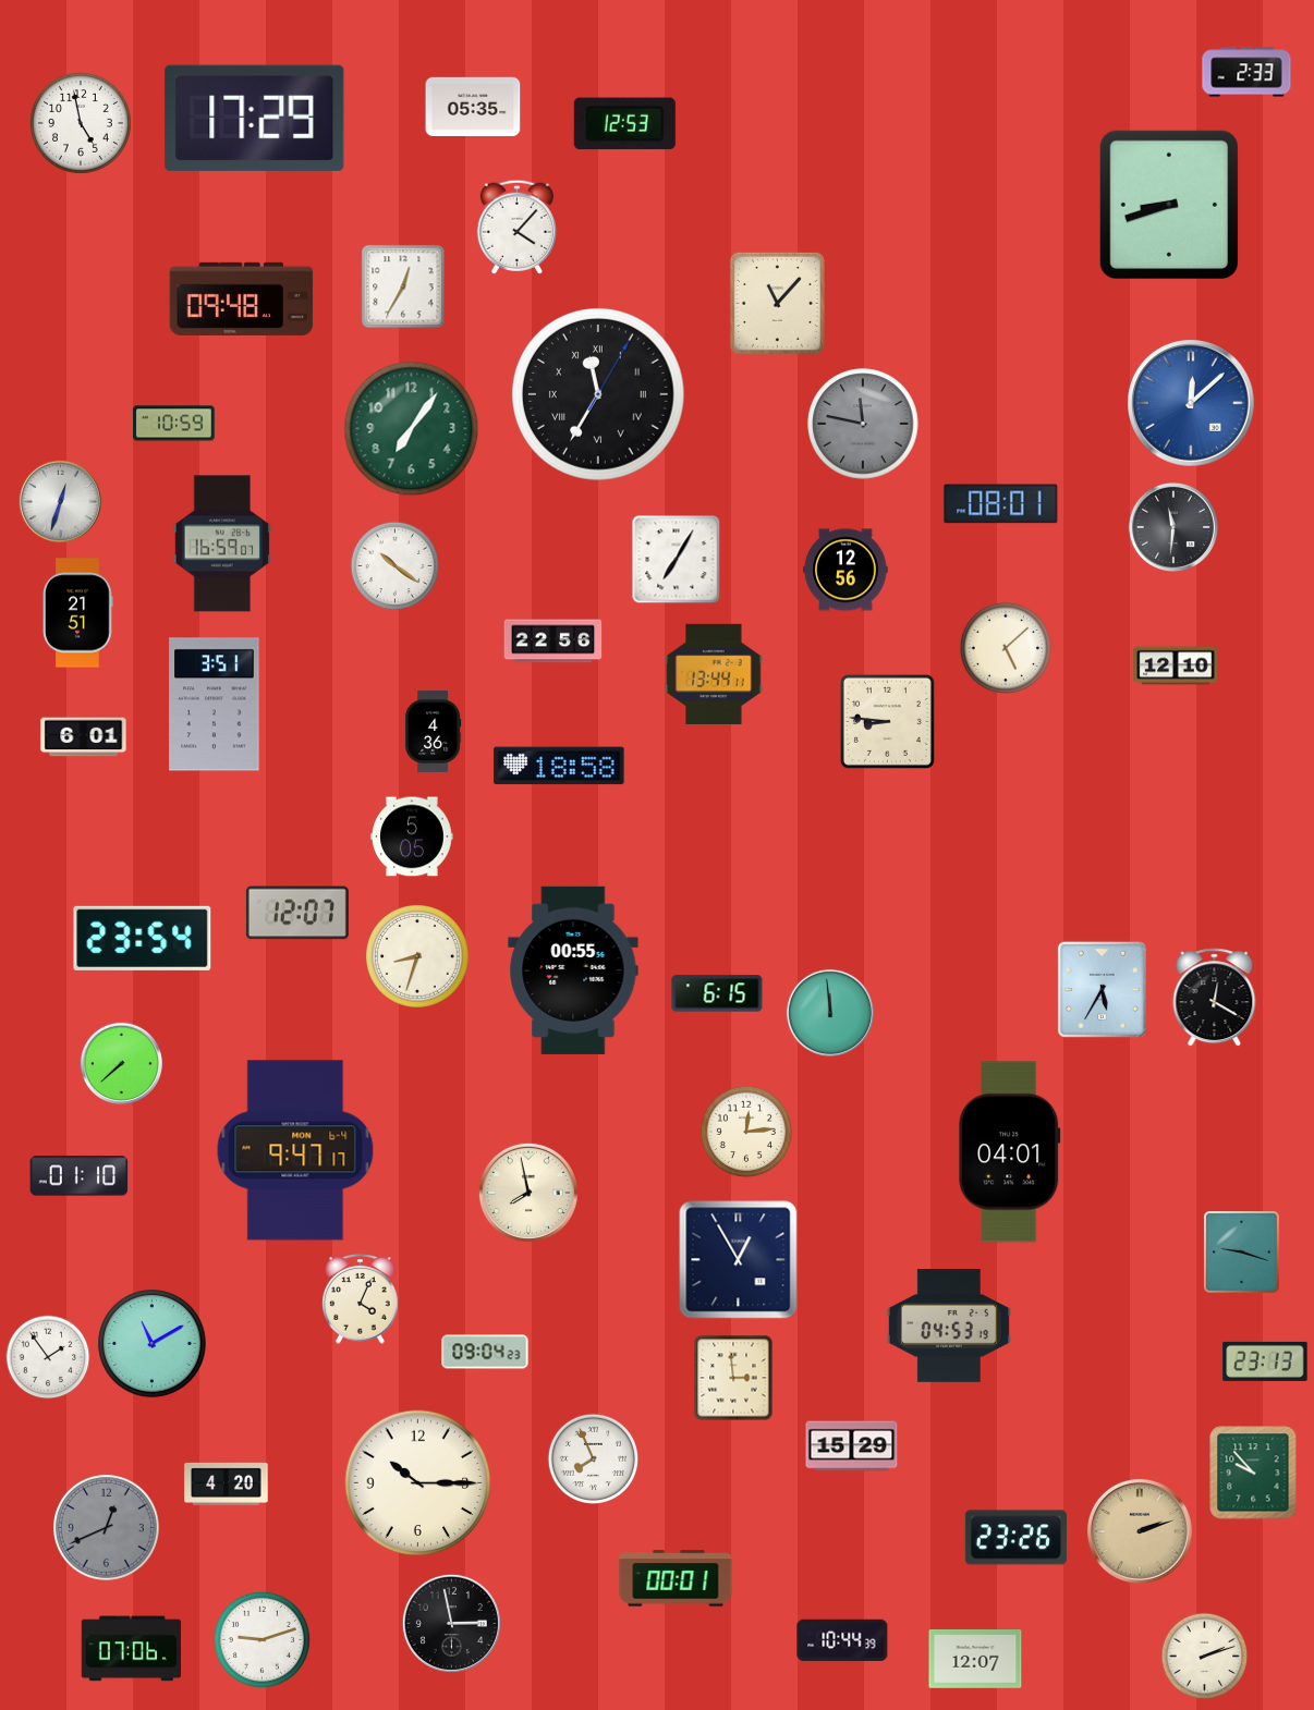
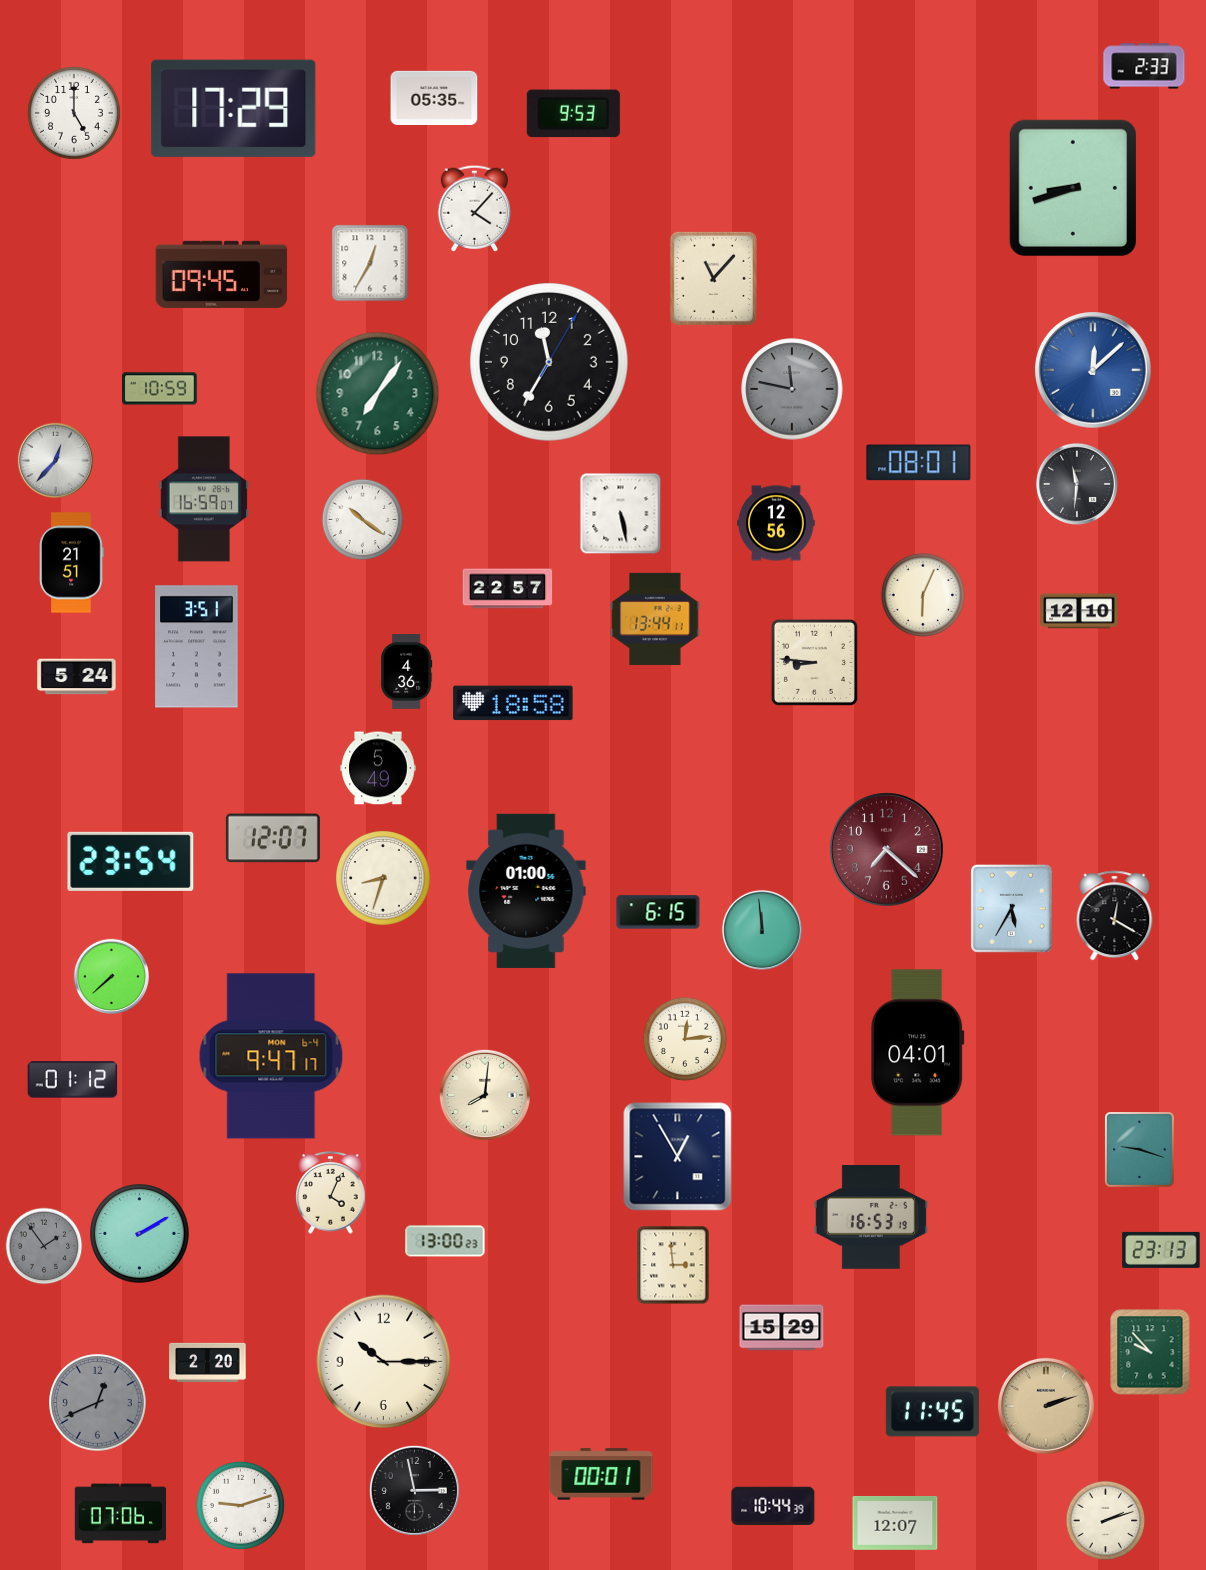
clock at (81, 123): 4:58 -> 5:00
clock at (624, 124): 12:53 -> 9:53
clock at (242, 298): 09:48 -> 09:45
clock at (599, 395) numerals: Roman -> Arabic
clock at (60, 501): 12:33 -> 12:37
clock at (677, 560): 7:05 -> 5:28
clock at (553, 642): 22:56 -> 22:57
clock at (1005, 647): 5:08 -> 6:04
clock at (434, 732) position: (434, 732) -> (407, 672)
clock at (84, 737): 6:01 -> 5:24
clock at (412, 836): 5:05 -> 5:49
clock at (887, 850): none -> 7:22
clock at (573, 970): 00:55 -> 01:00
clock at (1010, 1152) position: (1010, 1152) -> (918, 1053)
clock at (80, 1176): 01:10 -> 01:12
clock at (528, 1193): 7:58 -> 8:01
clock at (949, 1327): 04:53 -> 16:53
clock at (153, 1344): 11:10 -> 2:10
clock at (485, 1352): 09:04 -> 13:00
clock at (48, 1357) dial: white -> grey
clock at (594, 1459): 7:56 -> none
clock at (227, 1483): 4:20 -> 2:20
clock at (1015, 1538): 23:26 -> 11:45
clock at (676, 1578) position: (676, 1578) -> (601, 1474)
